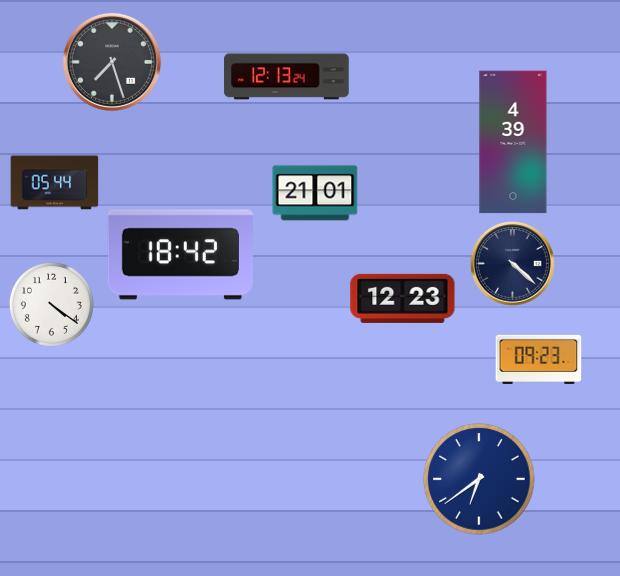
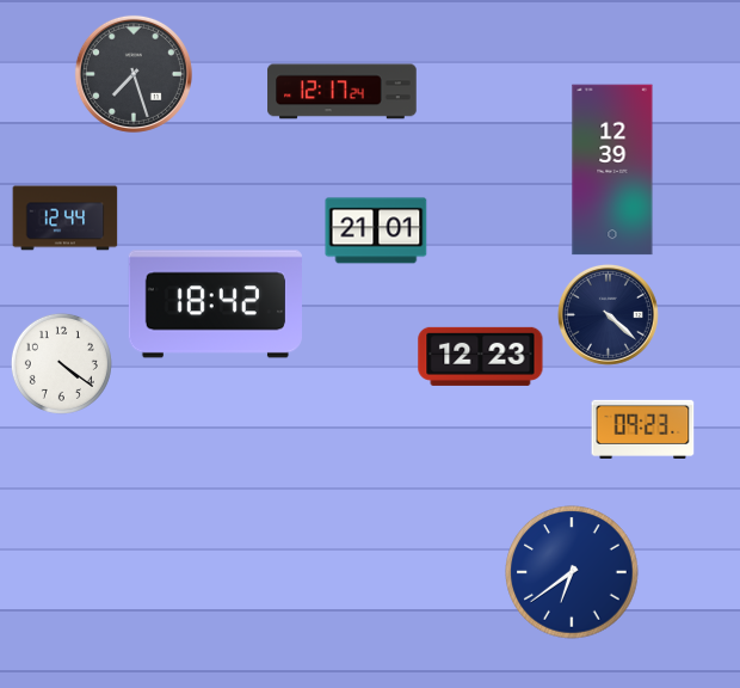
clock at (287, 77): 12:13 -> 12:17
clock at (513, 142): 4:39 -> 12:39
clock at (55, 183): 05:44 -> 12:44
clock at (512, 263) position: (512, 263) -> (608, 314)
